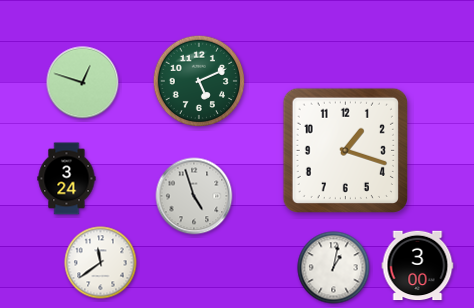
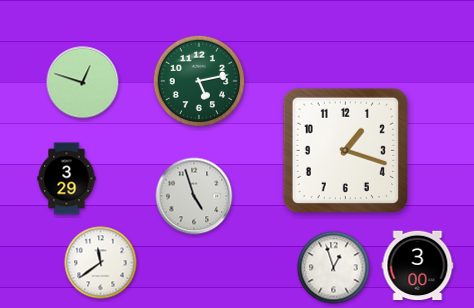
clock at (199, 81): 5:11 -> 5:13
clock at (67, 179): 3:24 -> 3:29
clock at (334, 268): 1:02 -> 12:57
